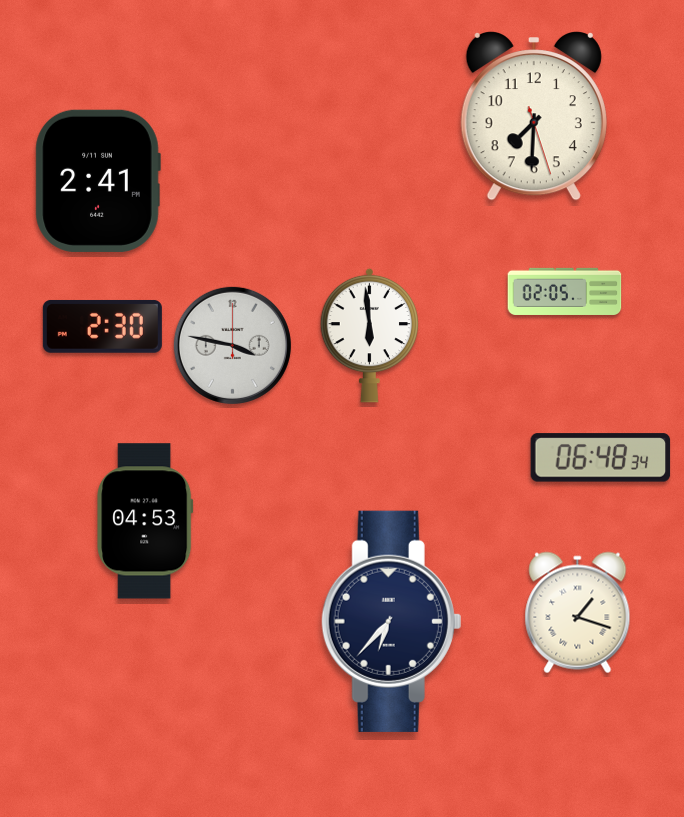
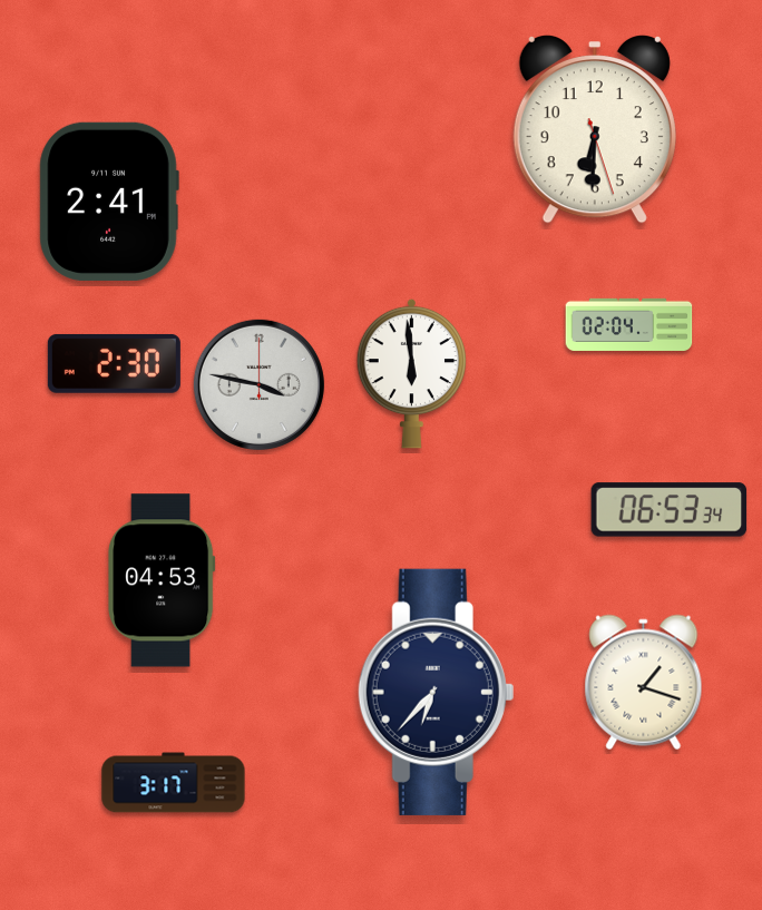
clock at (534, 117): 7:30 -> 6:30
clock at (565, 291): 02:05 -> 02:04
clock at (601, 458): 06:48 -> 06:53
clock at (174, 783): none -> 3:17
